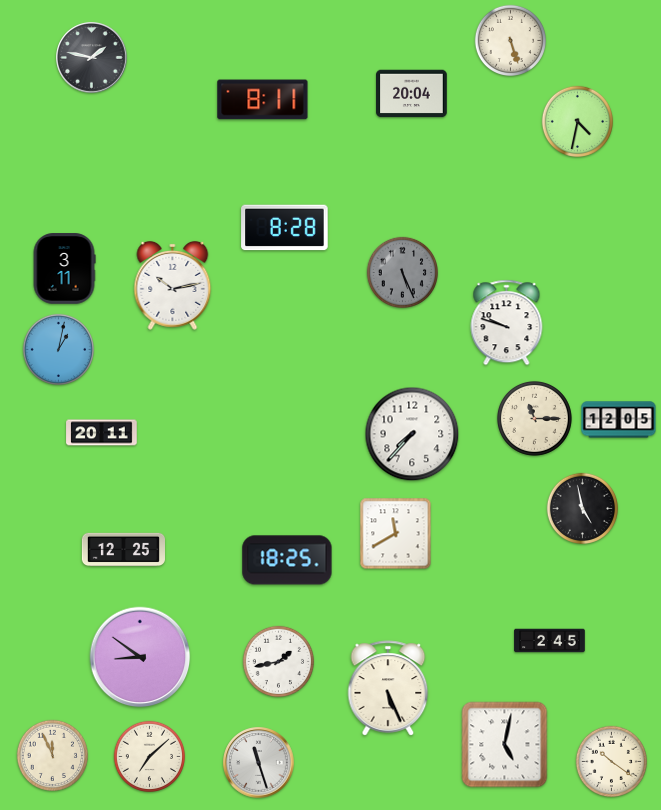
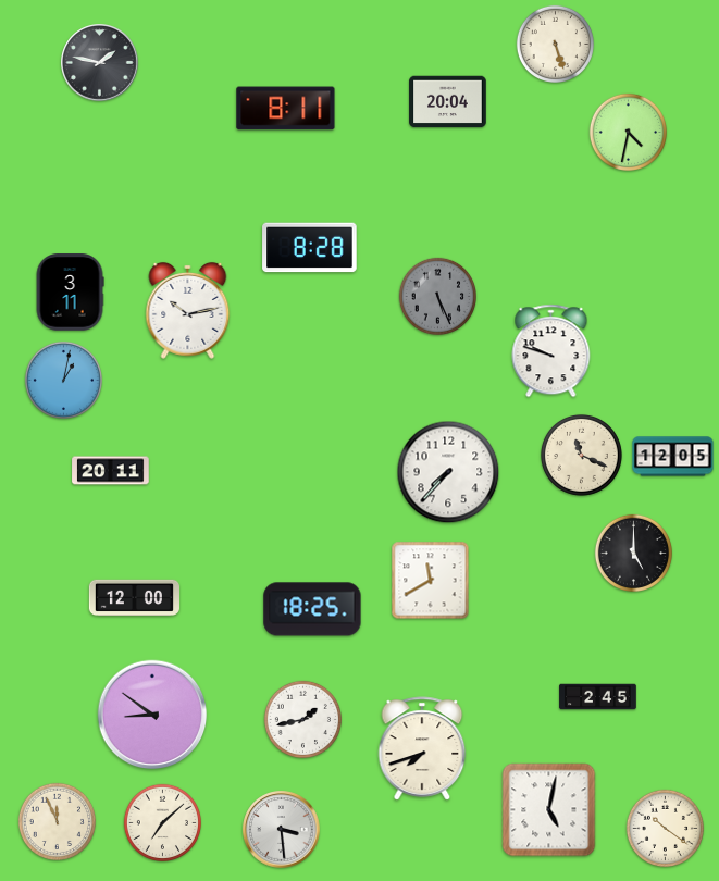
clock at (534, 418): 11:15 -> 11:19
clock at (582, 508): 4:58 -> 5:00
clock at (123, 550): 12:25 -> 12:00
clock at (388, 688): 5:26 -> 7:42
clock at (259, 763): 11:27 -> 3:29
